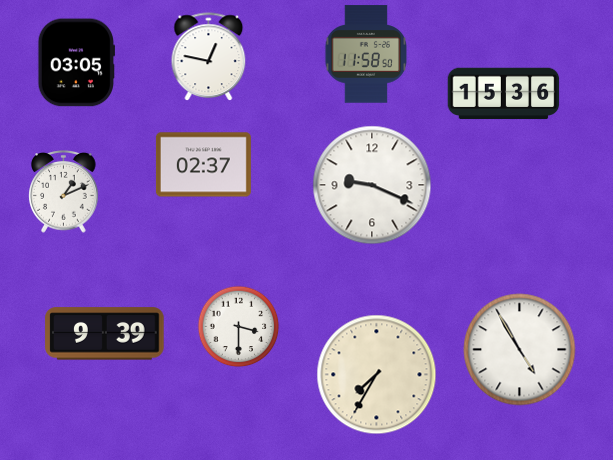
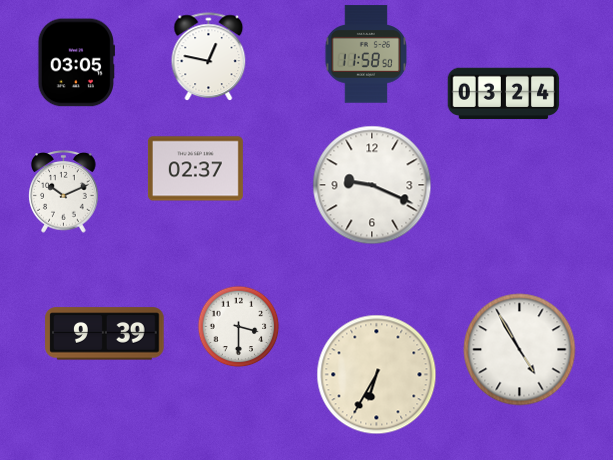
clock at (504, 94): 15:36 -> 03:24
clock at (203, 165) position: (203, 165) -> (195, 169)
clock at (64, 192): 1:11 -> 10:11
clock at (377, 375): 7:35 -> 6:35
